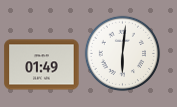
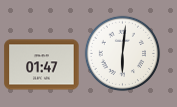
clock at (42, 65): 01:49 -> 01:47
